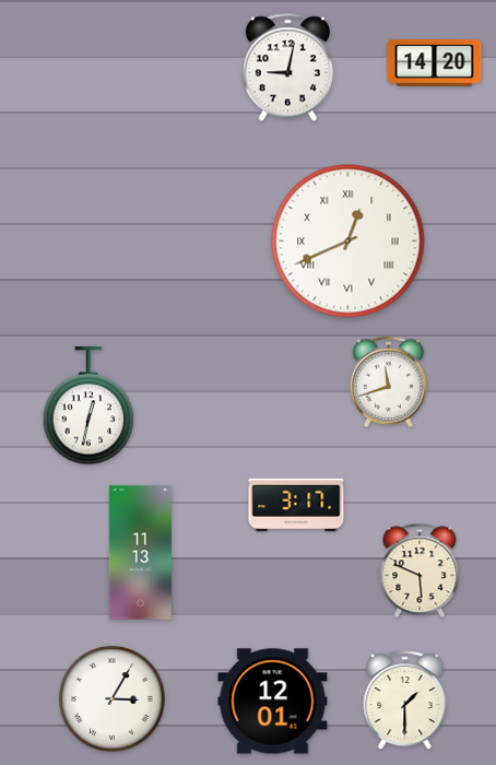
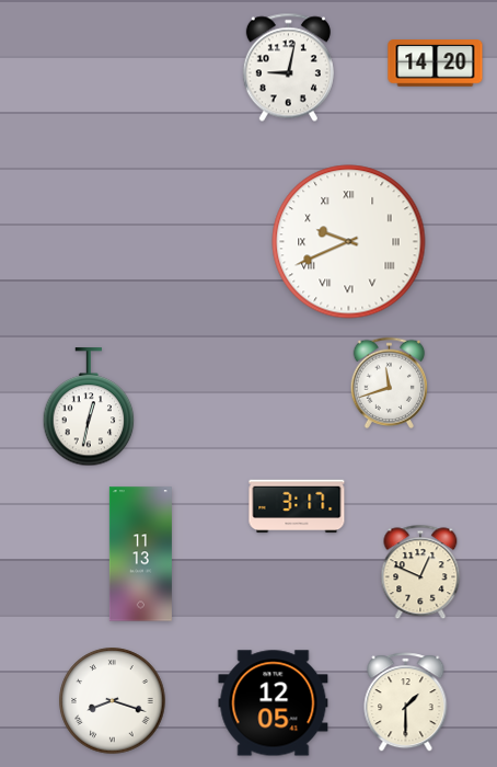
clock at (349, 242): 12:41 -> 9:41
clock at (420, 570): 5:49 -> 12:49
clock at (113, 699): 3:05 -> 8:18
clock at (273, 702): 12:01 -> 12:05
